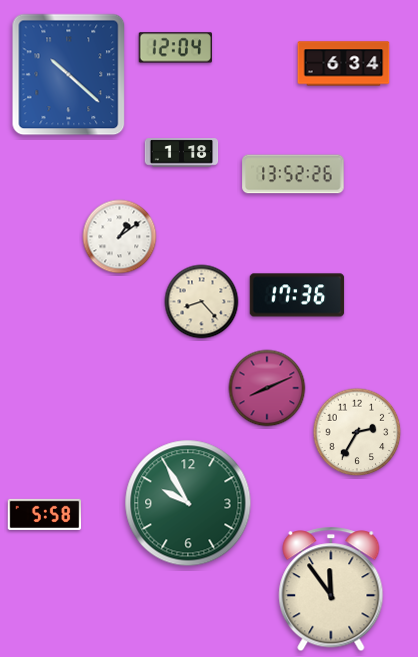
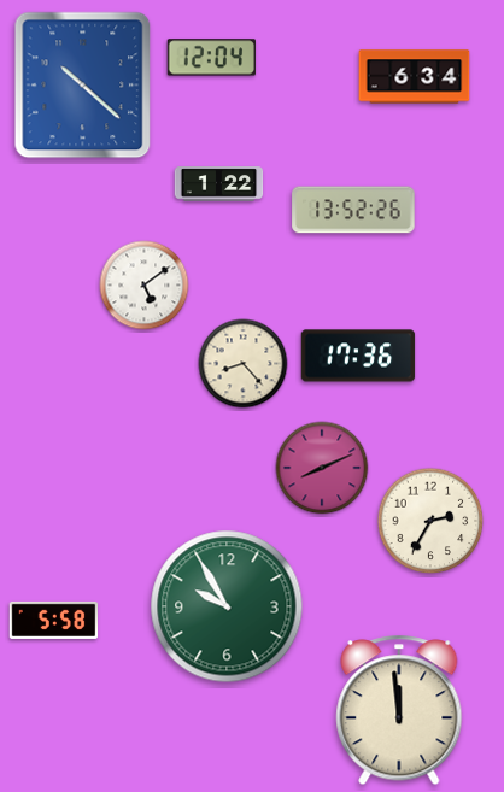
clock at (69, 75) position: (69, 75) -> (83, 86)
clock at (182, 153): 1:18 -> 1:22
clock at (120, 237): 1:09 -> 5:09
clock at (331, 589): 11:54 -> 11:59
